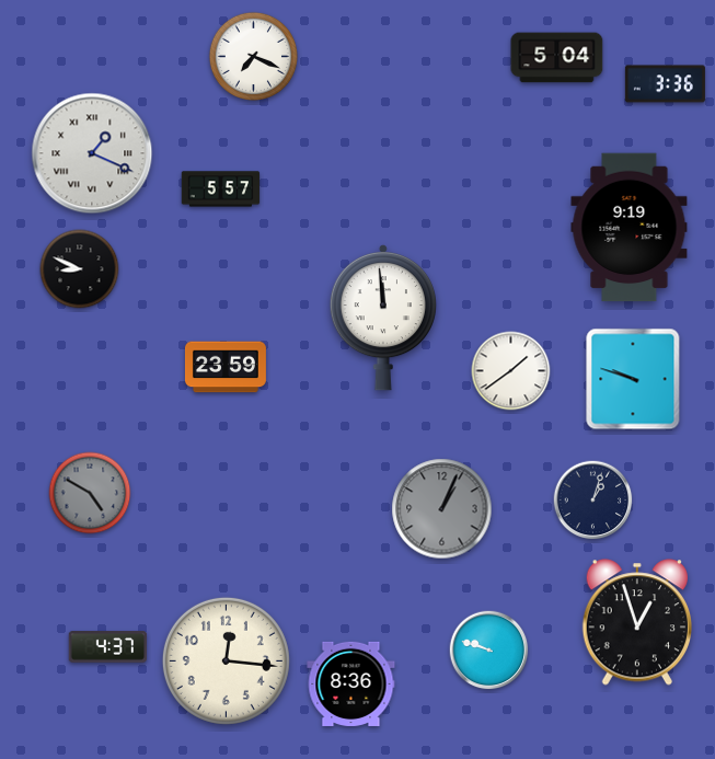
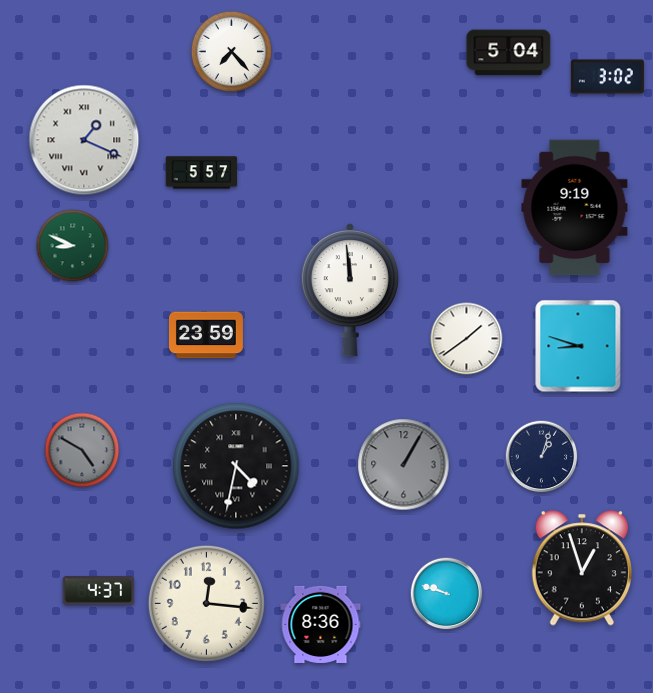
clock at (253, 56): 7:19 -> 7:23
clock at (665, 84): 3:36 -> 3:02
clock at (80, 269) dial: black -> green
clock at (633, 379): 9:48 -> 8:48
clock at (442, 509): 1:04 -> 1:05
clock at (236, 466): none -> 4:32
